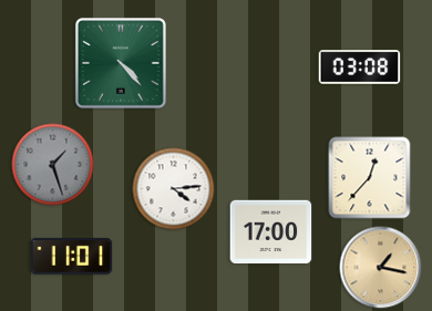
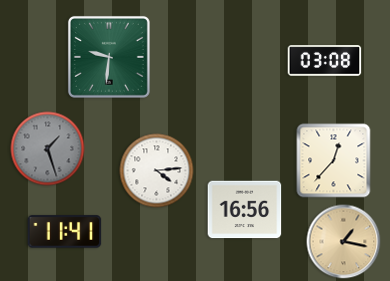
clock at (121, 63): 4:23 -> 9:31
clock at (271, 232): 17:00 -> 16:56
clock at (72, 257): 11:01 -> 11:41
